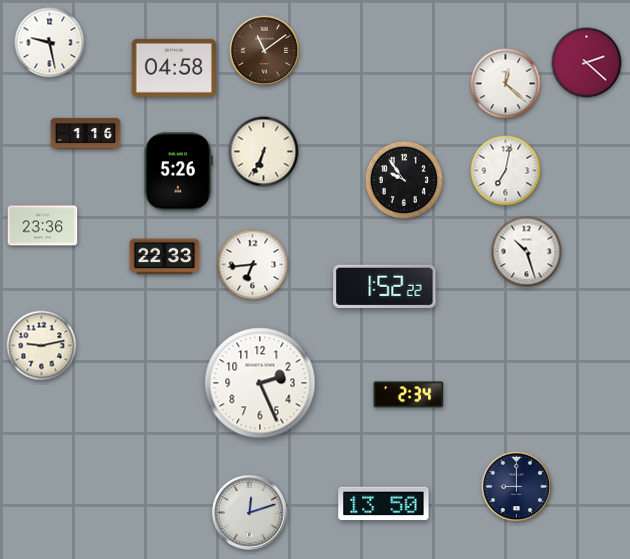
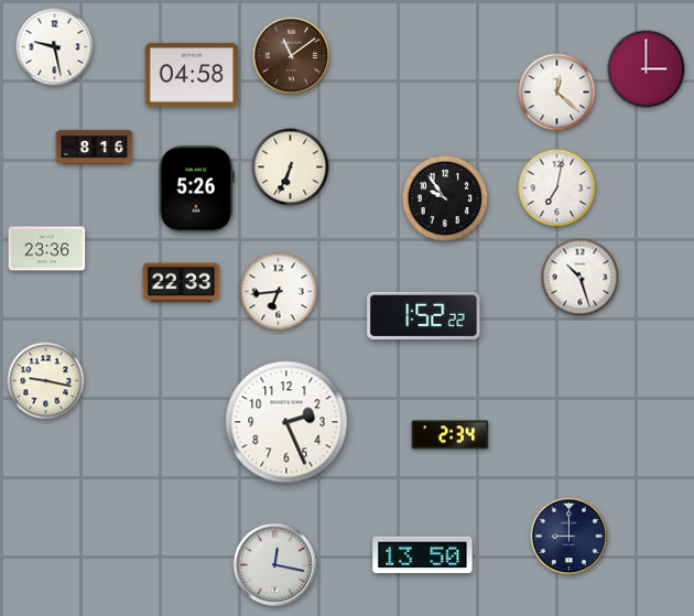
clock at (587, 63): 2:22 -> 3:00
clock at (86, 133): 1:16 -> 8:16
clock at (42, 346): 9:13 -> 9:17
clock at (249, 512): 12:12 -> 12:17
